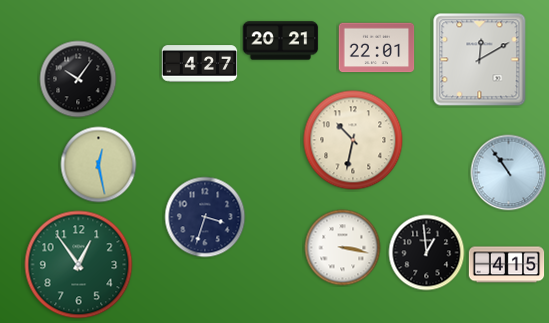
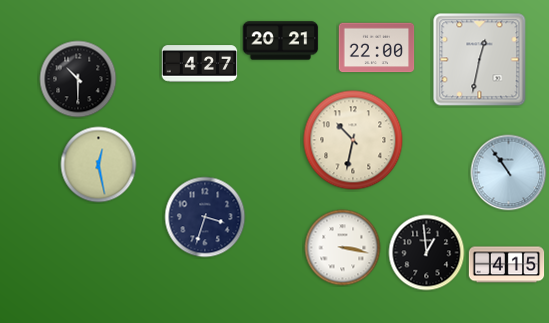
clock at (377, 48): 22:01 -> 22:00
clock at (480, 60): 12:10 -> 12:32
clock at (78, 79): 10:06 -> 10:30
clock at (79, 265): 12:54 -> none
